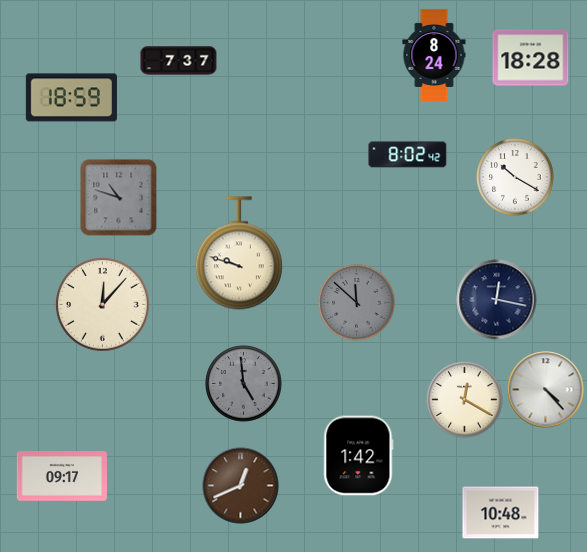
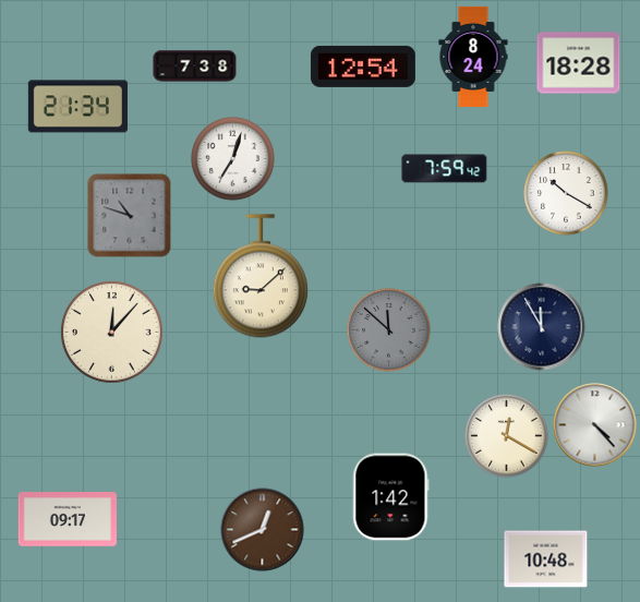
clock at (434, 55) position: (434, 55) -> (473, 57)
clock at (179, 61): 7:37 -> 7:38
clock at (363, 67): none -> 12:54
clock at (71, 98): 18:59 -> 21:34
clock at (233, 159): none -> 7:03
clock at (408, 155): 8:02 -> 7:59
clock at (515, 177) position: (515, 177) -> (566, 193)
clock at (239, 253): 9:48 -> 9:08
clock at (497, 300): 12:17 -> 11:55
clock at (244, 384): 4:59 -> none
